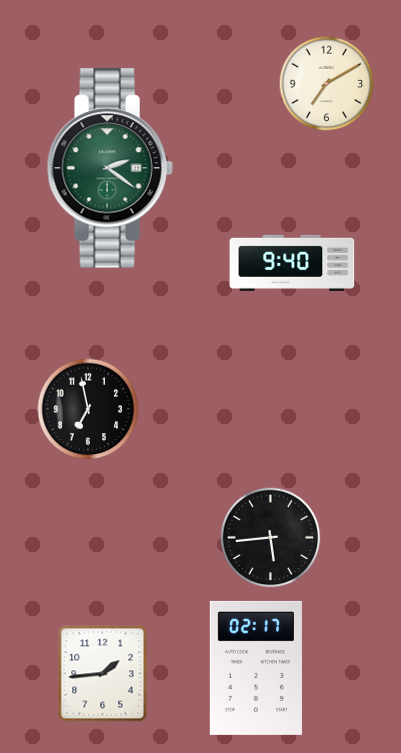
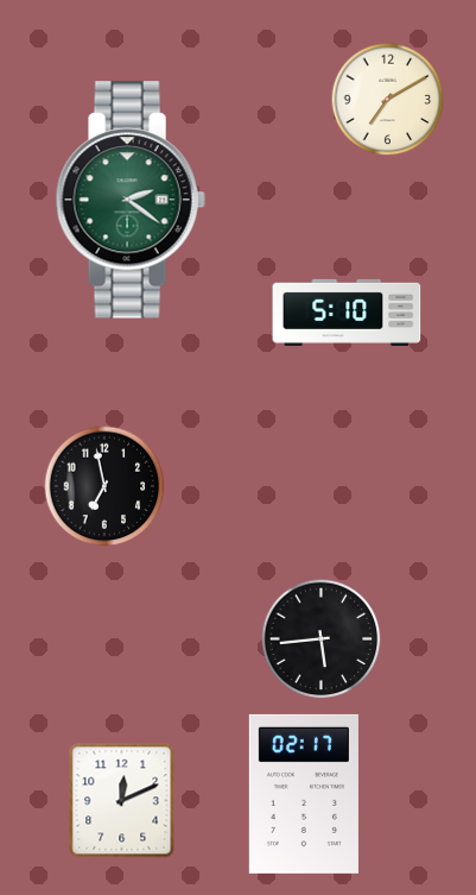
clock at (292, 263): 9:40 -> 5:10
clock at (103, 674): 1:44 -> 12:11
